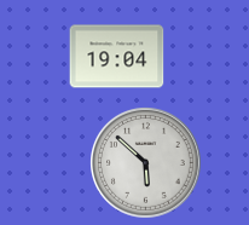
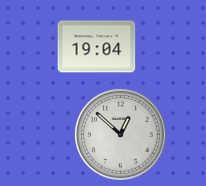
clock at (146, 163): 5:52 -> 12:52
